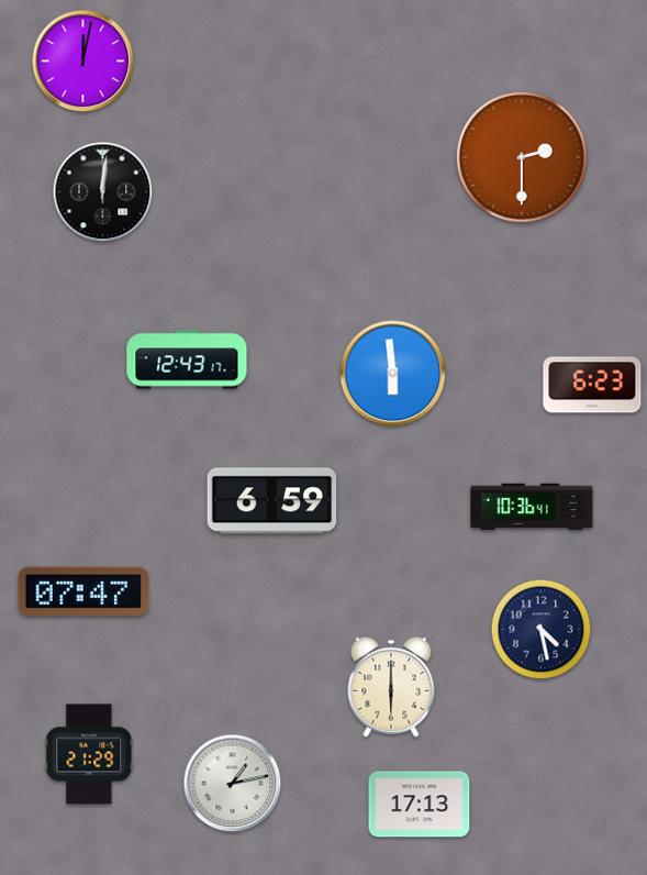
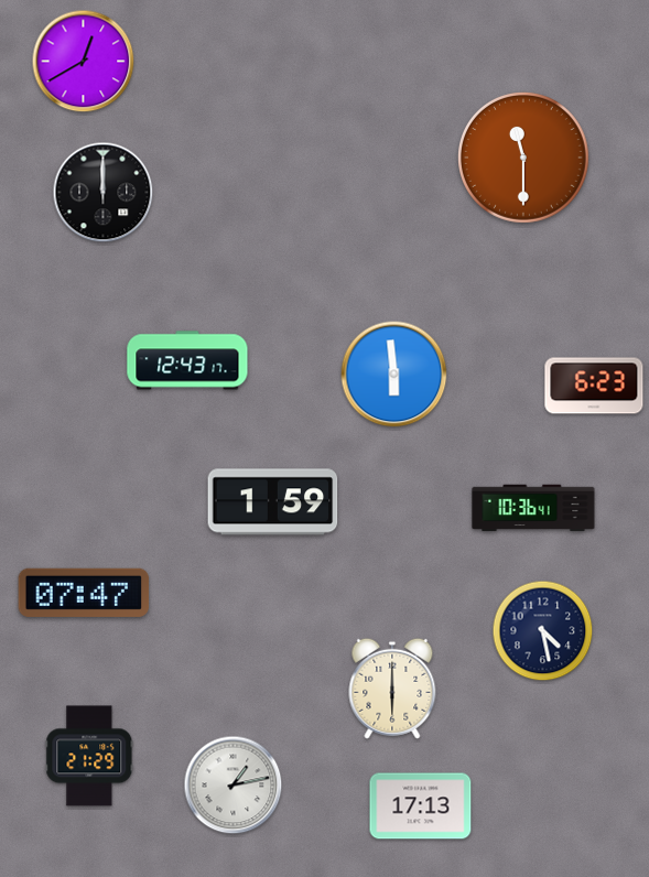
clock at (83, 62): 12:02 -> 12:40
clock at (523, 158): 2:30 -> 11:30
clock at (103, 192): 12:01 -> 12:00
clock at (272, 501): 6:59 -> 1:59
